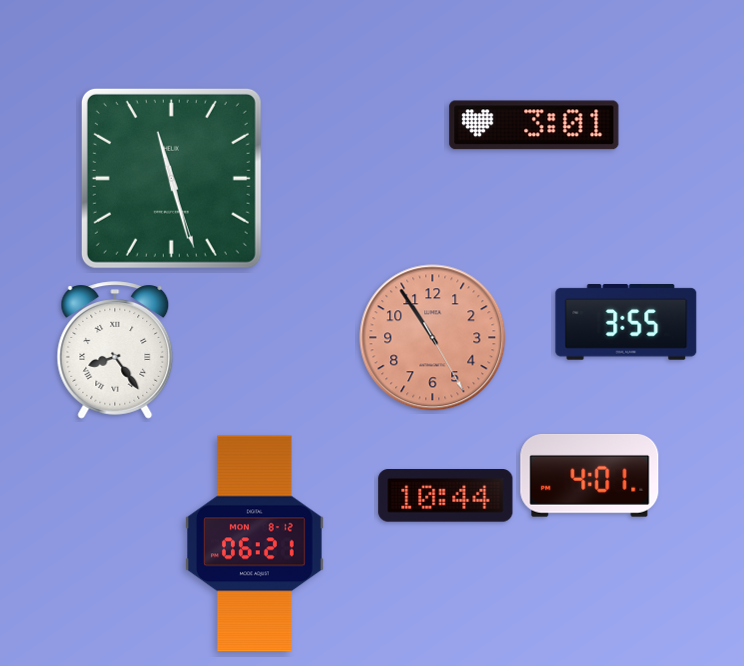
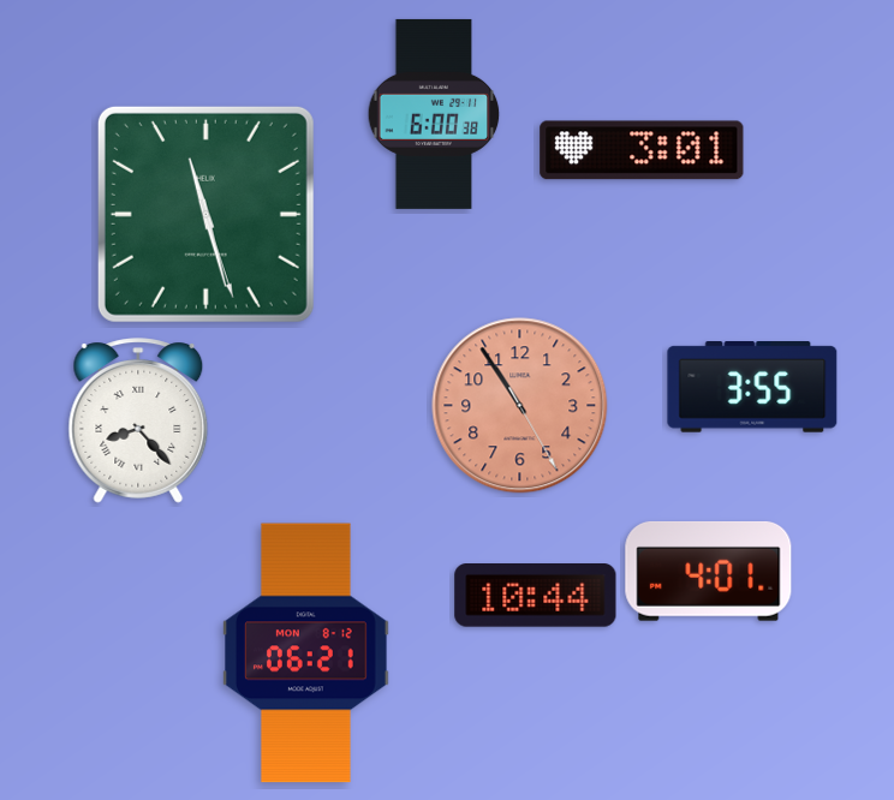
clock at (434, 114): none -> 6:00
clock at (115, 350): 8:24 -> 8:23
